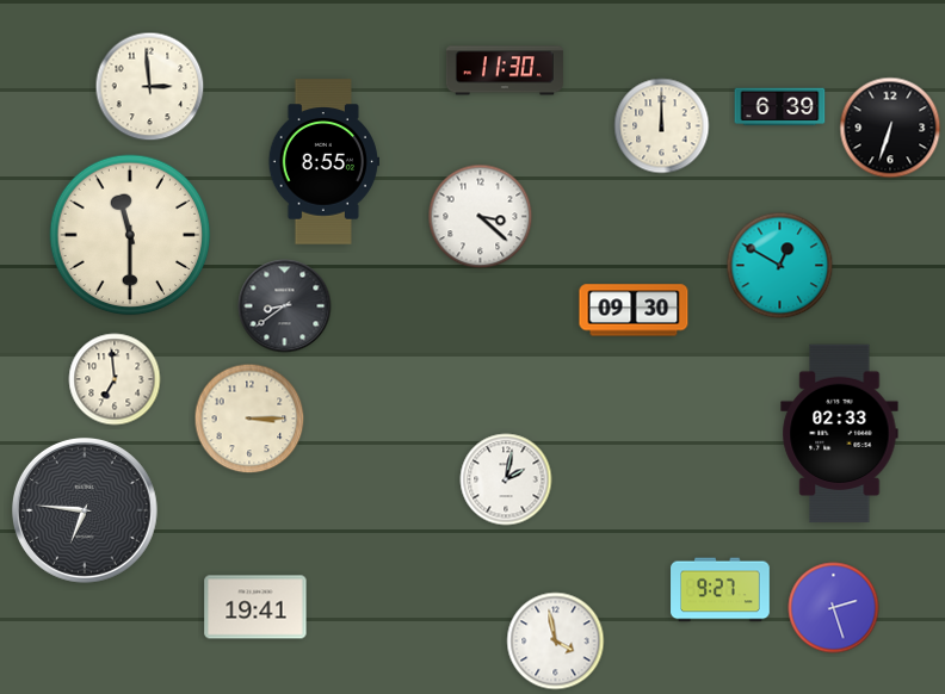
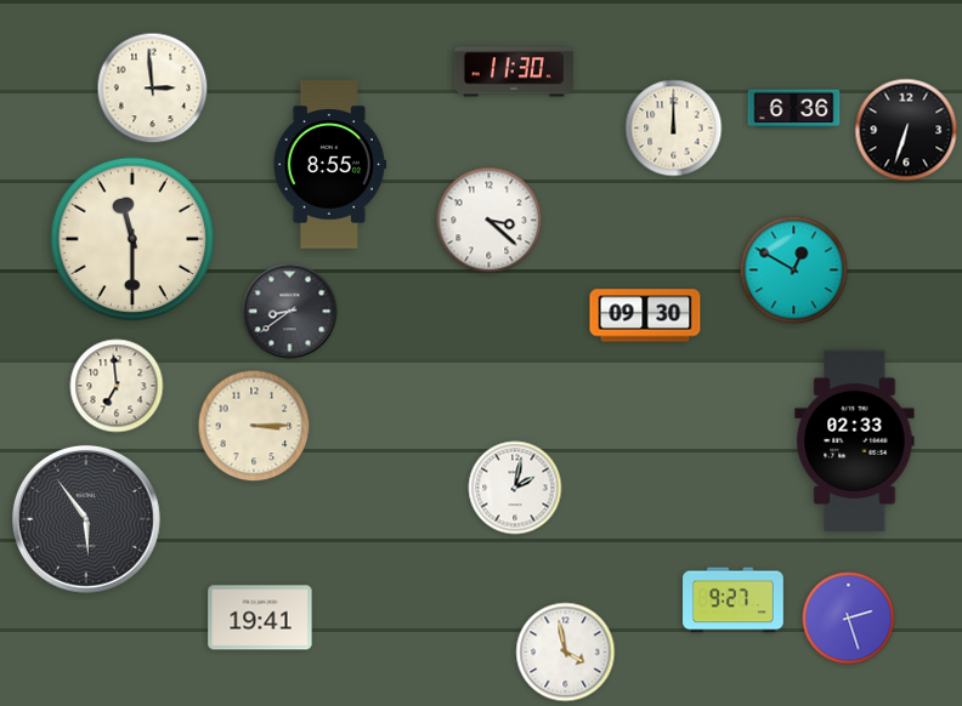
clock at (780, 107): 6:39 -> 6:36
clock at (86, 510): 6:46 -> 5:54
